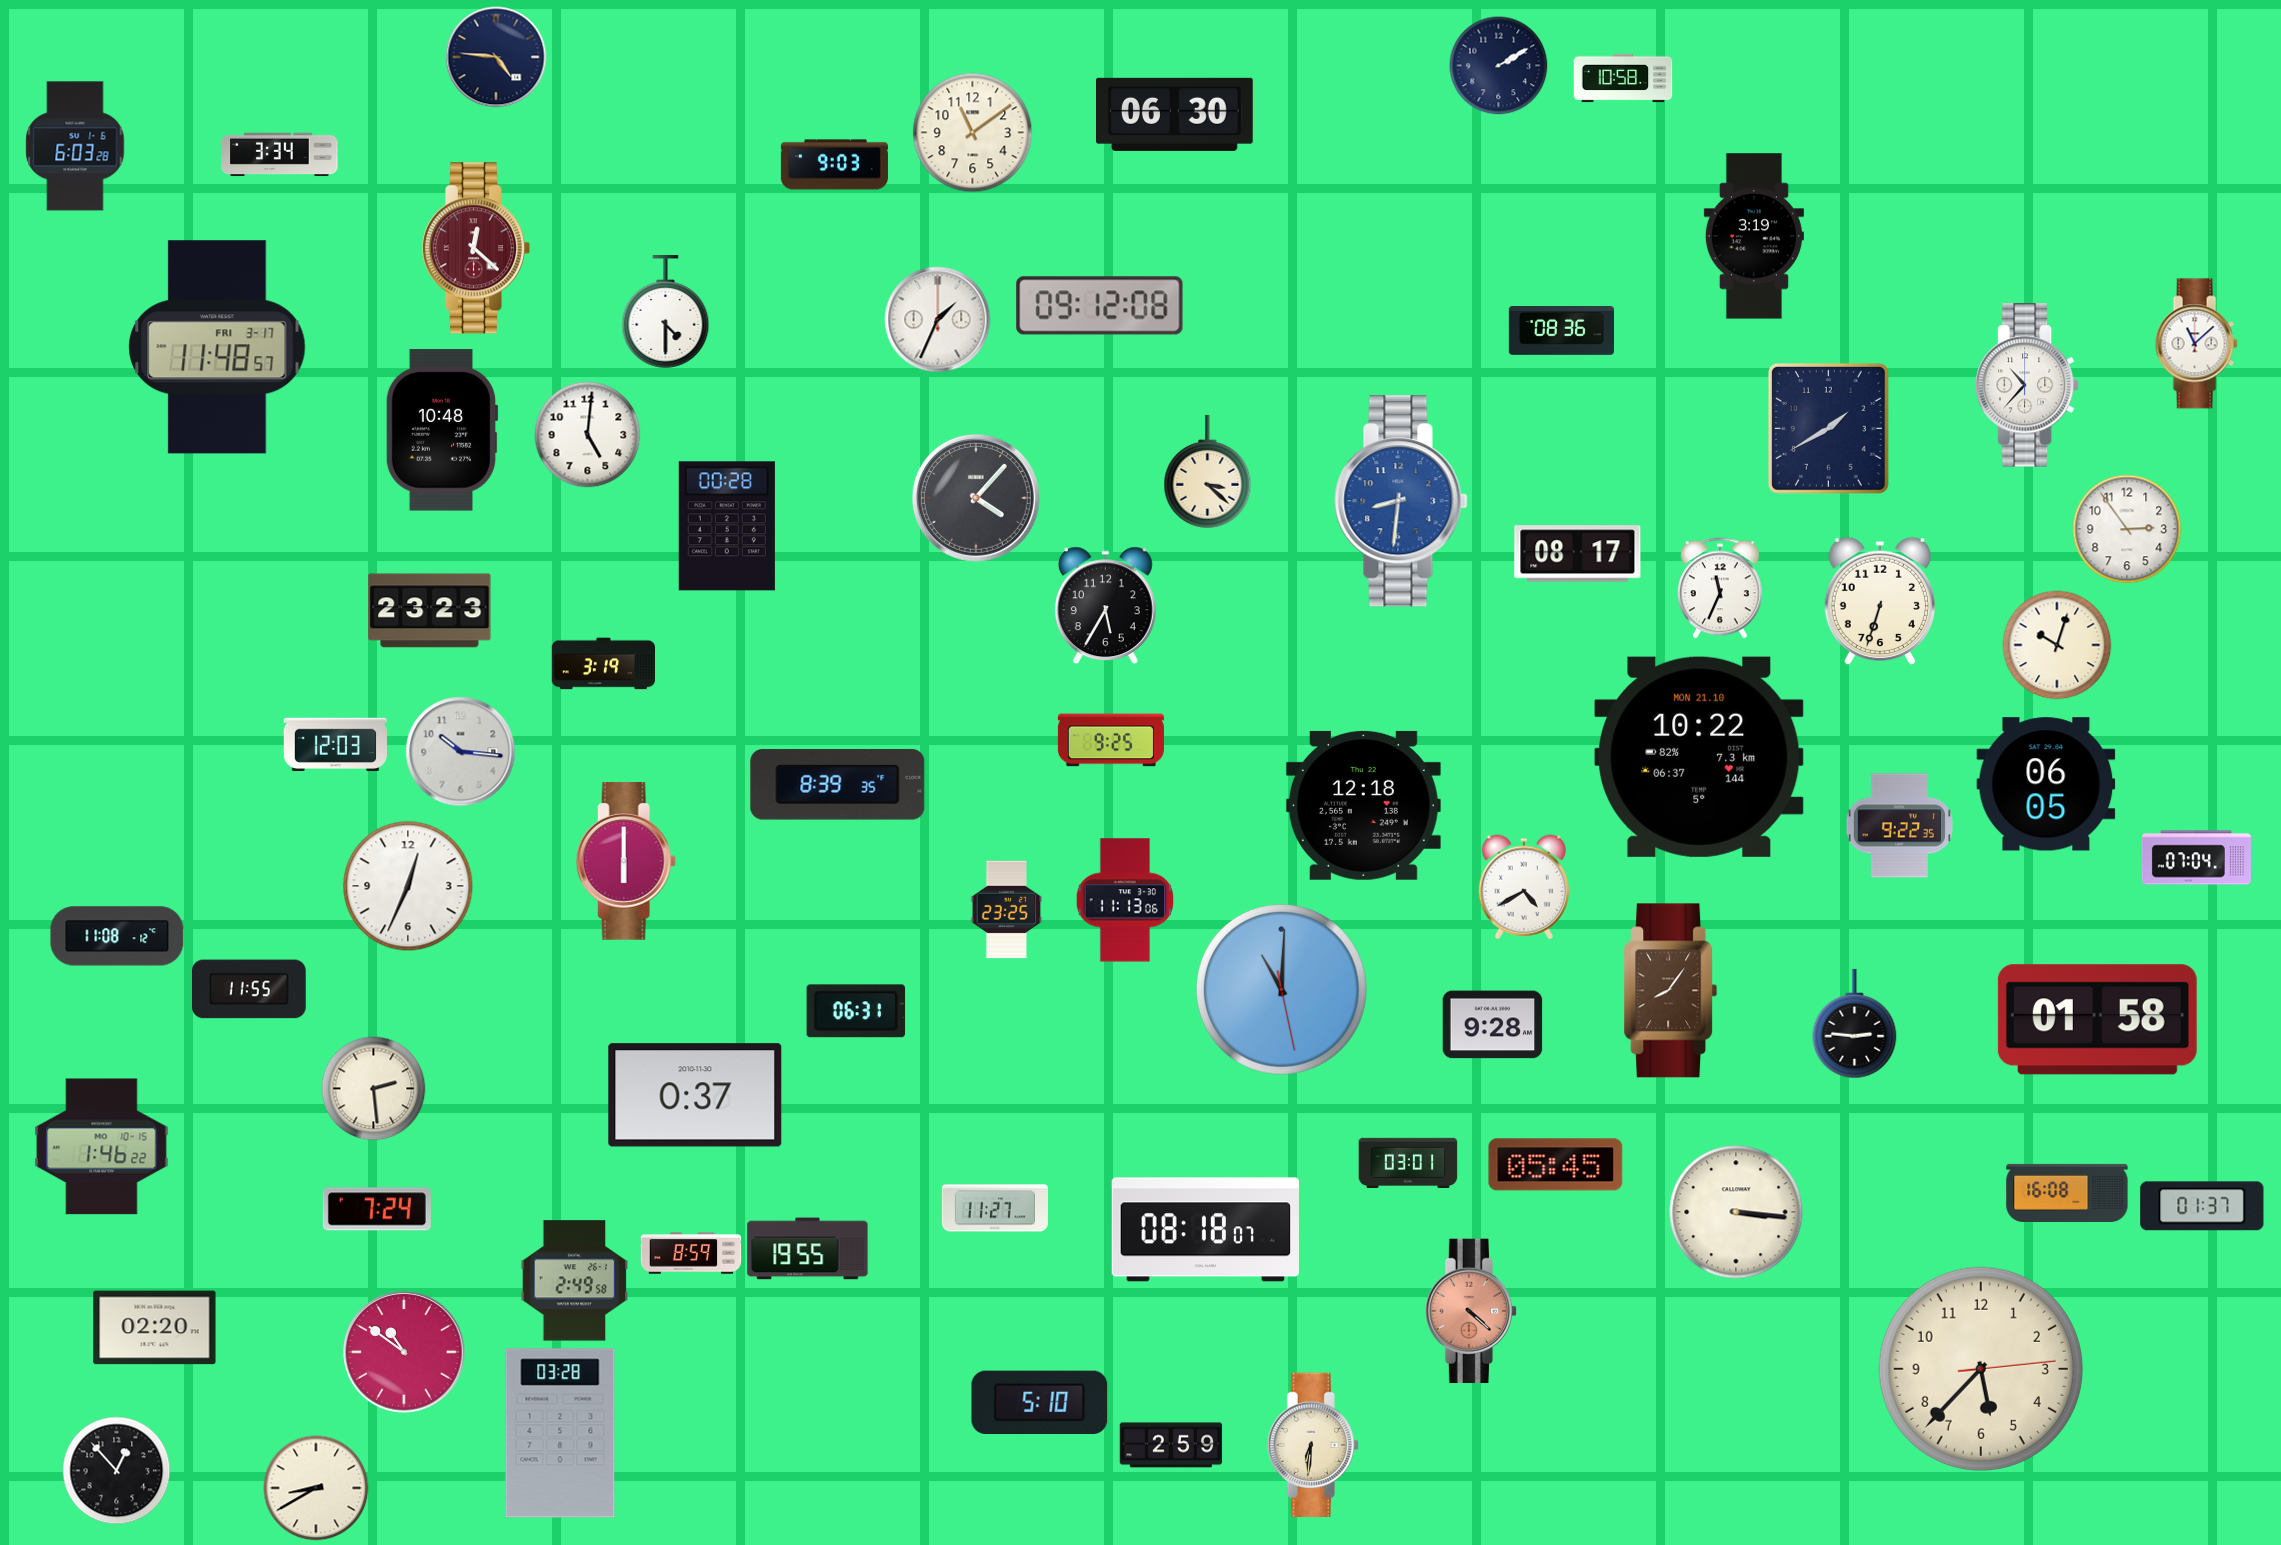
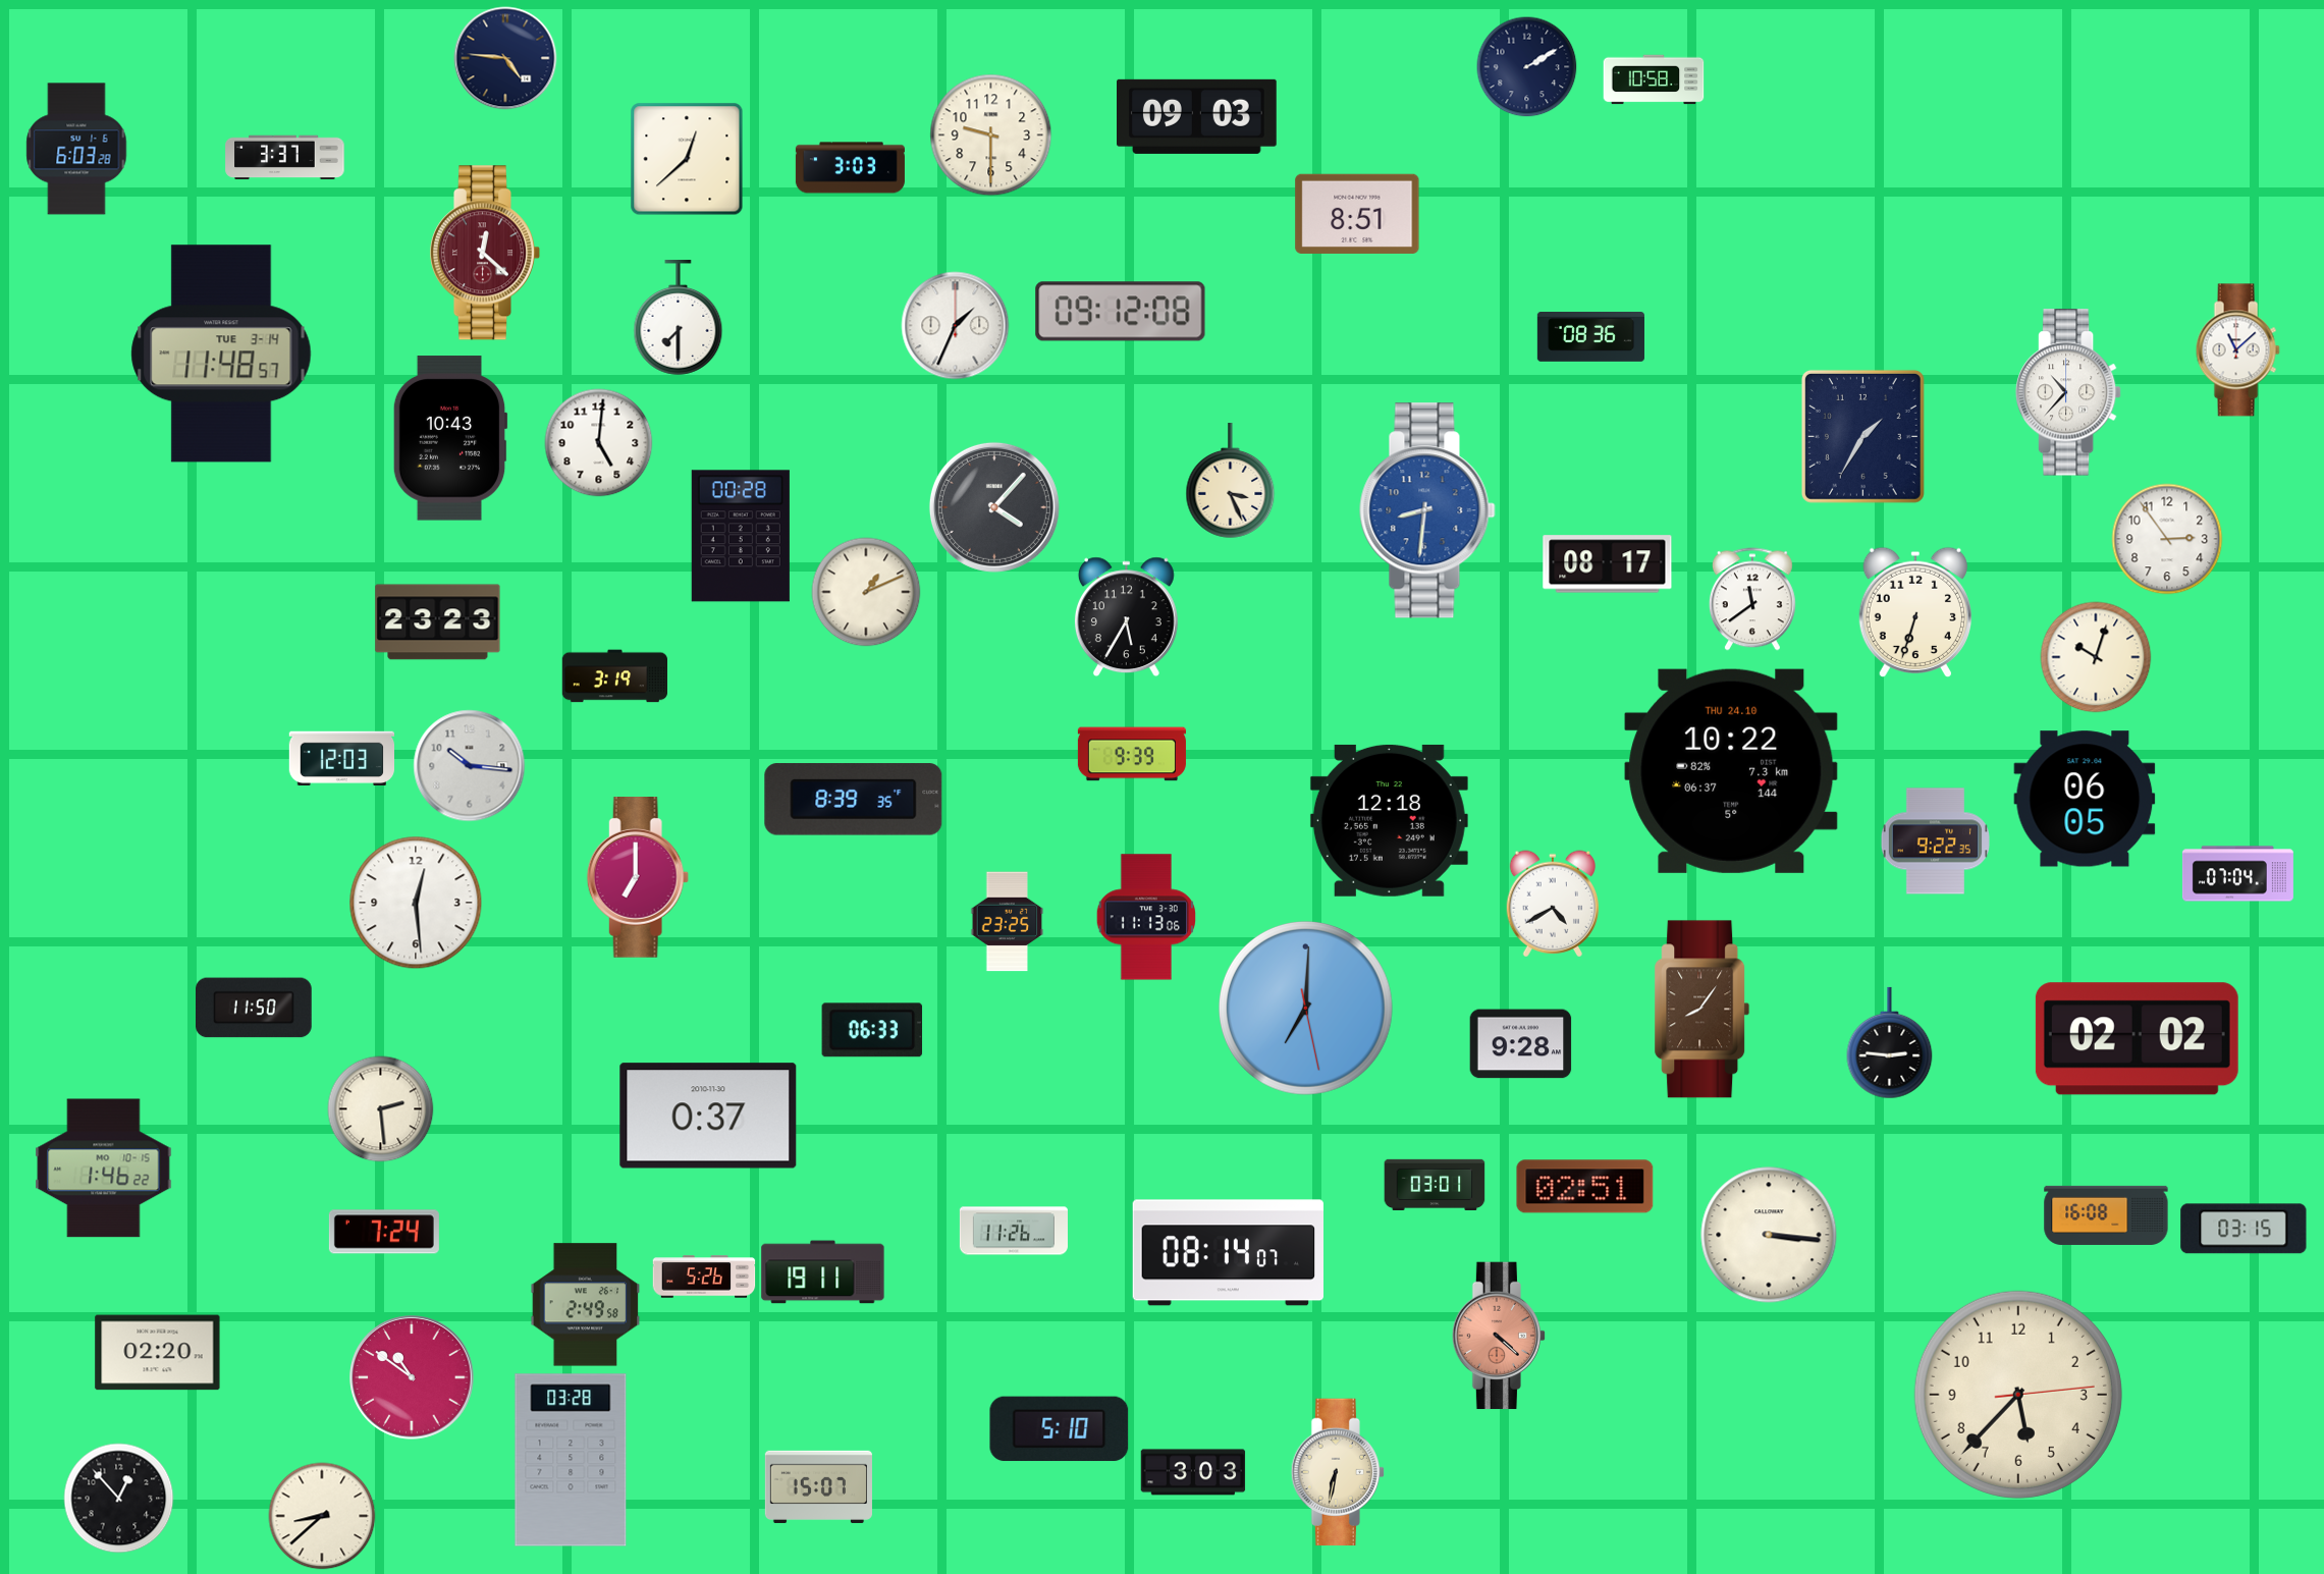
clock at (1175, 114): 06:30 -> 09:03
clock at (973, 133): 11:09 -> 9:30
clock at (280, 155): 3:34 -> 3:37
clock at (687, 159): none -> 12:38
clock at (834, 165): 9:03 -> 3:03
clock at (1357, 214): none -> 8:51
clock at (1754, 236): 3:19 -> none
clock at (666, 312): 4:30 -> 7:30
clock at (217, 347) date: FRI 3-17 -> TUE 3-14
clock at (2027, 385) position: (2027, 385) -> (2068, 392)
clock at (1828, 428): 1:40 -> 1:35
clock at (442, 430): 10:48 -> 10:43
clock at (1208, 472): 3:22 -> 3:26
clock at (866, 592): none -> 1:11
clock at (1720, 588): 11:34 -> 11:39
clock at (1111, 740): 9:25 -> 9:39
clock at (1699, 757) date: MON 21.10 -> THU 24.10
clock at (626, 862): 6:00 -> 7:00
clock at (408, 886): 12:34 -> 12:29
clock at (1007, 910) position: (1007, 910) -> (1008, 922)
clock at (117, 936): 11:08 -> none
clock at (250, 989): 11:55 -> 11:50
clock at (1281, 989): 11:00 -> 7:00
clock at (856, 1011): 06:31 -> 06:33
clock at (2097, 1020): 01:58 -> 02:02
clock at (1556, 1165): 05:45 -> 02:51
clock at (2202, 1206): 01:37 -> 03:15
clock at (995, 1208): 11:27 -> 11:26
clock at (1205, 1230): 08:18 -> 08:14
clock at (808, 1249): 19:55 -> 19:11
clock at (691, 1253): 8:59 -> 5:26
clock at (1171, 1445): 2:59 -> 3:03
clock at (1312, 1445): 6:31 -> 6:32
clock at (818, 1486): none -> 15:07
clock at (316, 1488): 8:40 -> 8:38
